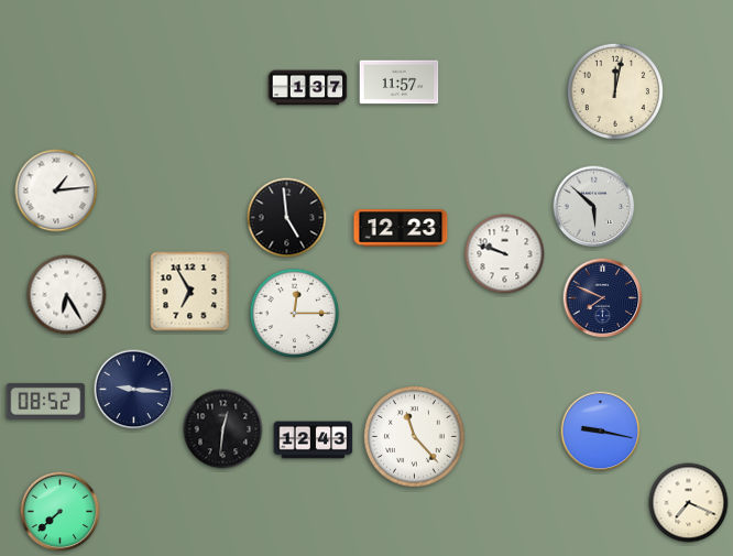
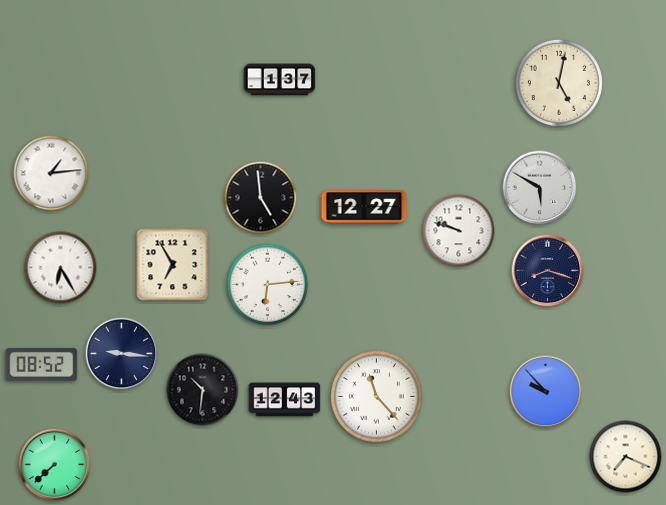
clock at (400, 83): 11:57 -> none
clock at (615, 91): 12:02 -> 5:02
clock at (594, 207): 5:52 -> 5:50
clock at (401, 228): 12:23 -> 12:27
clock at (603, 298): 7:49 -> 8:18
clock at (295, 314): 12:15 -> 6:14
clock at (223, 429): 12:31 -> 10:31
clock at (601, 432): 9:17 -> 9:53
